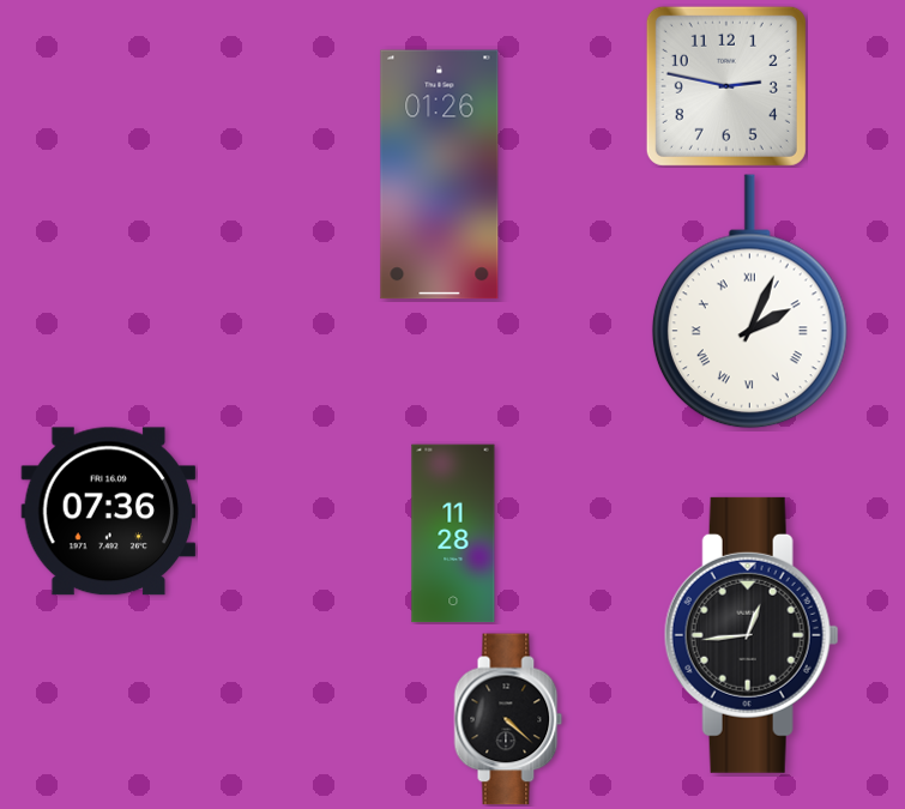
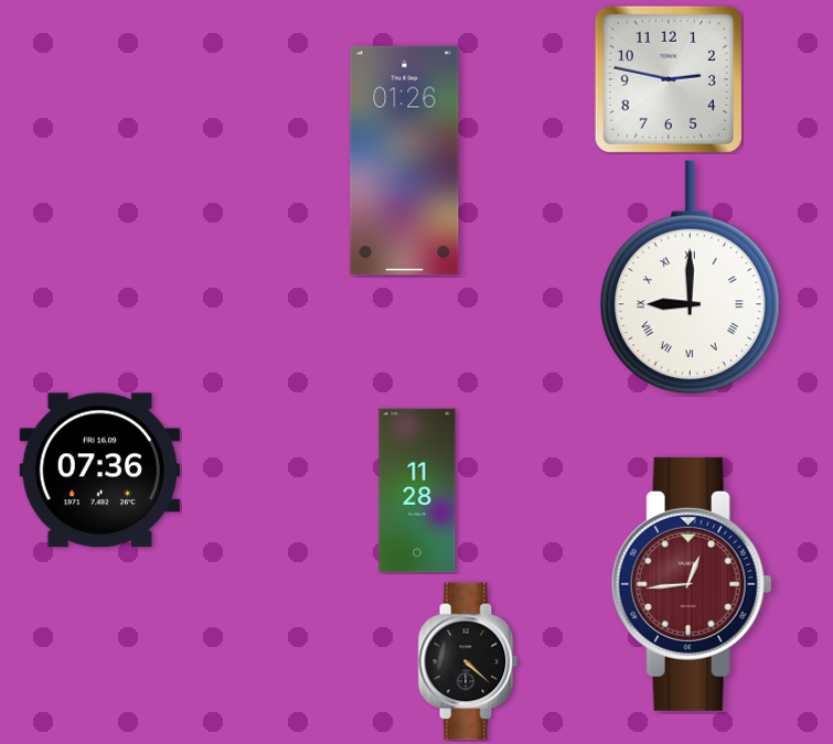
clock at (749, 302): 2:04 -> 9:00
clock at (752, 635) dial: black -> burgundy
